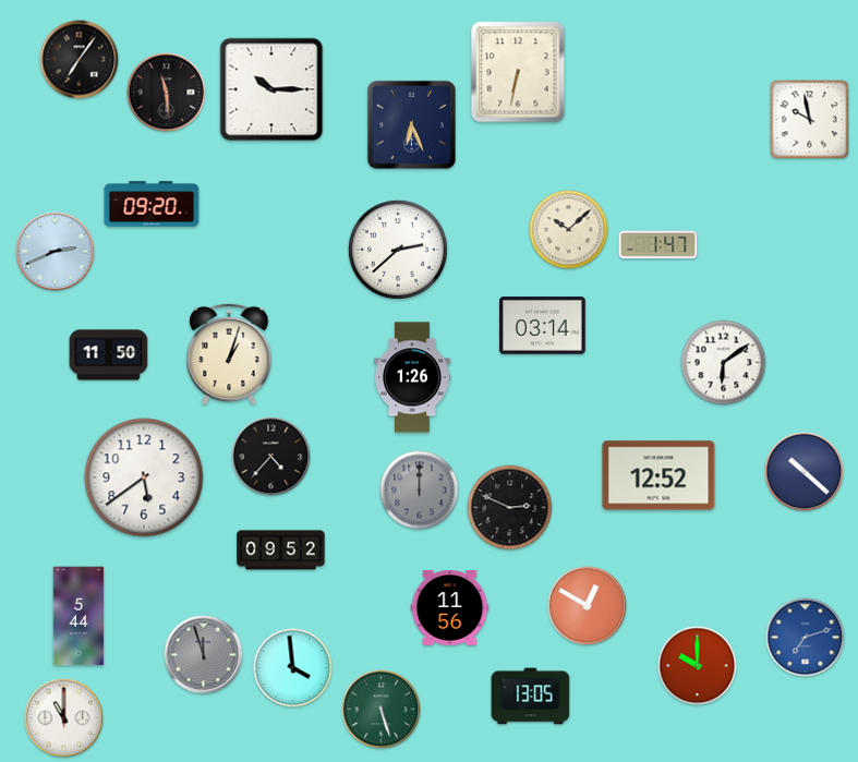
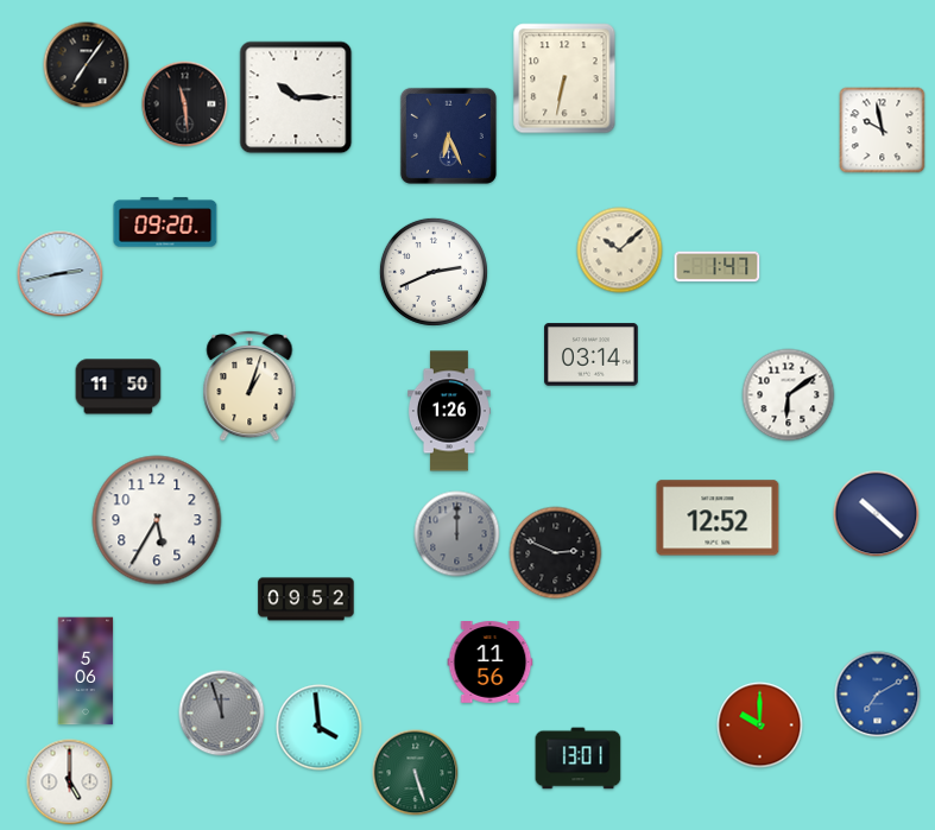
clock at (167, 93) position: (167, 93) -> (185, 104)
clock at (398, 250): 2:38 -> 2:41
clock at (56, 252): 2:41 -> 2:43
clock at (271, 457): 4:37 -> none
clock at (144, 477): 5:39 -> 5:35
clock at (588, 606): 12:50 -> none
clock at (78, 616): 5:44 -> 5:06
clock at (806, 638): 7:12 -> 7:10
clock at (531, 697): 13:05 -> 13:01
clock at (64, 718): 11:00 -> 5:00
